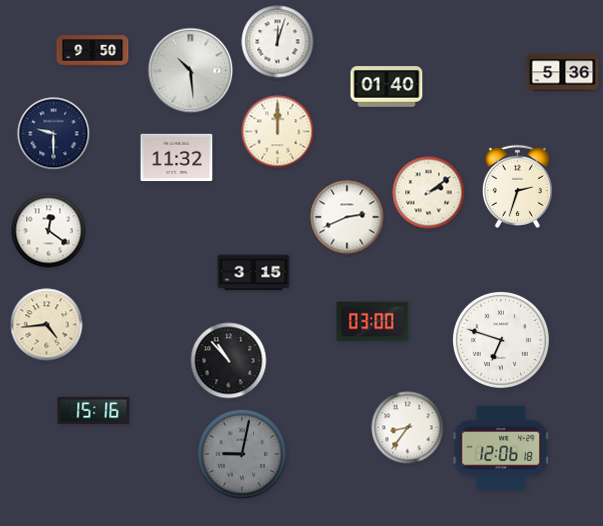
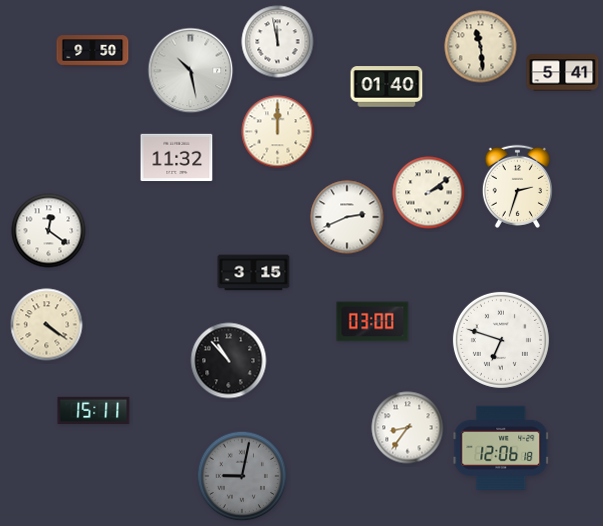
clock at (278, 42): 12:03 -> 11:58
clock at (481, 47): none -> 11:29
clock at (191, 71): 10:29 -> 10:28
clock at (563, 73): 5:36 -> 5:41
clock at (54, 134): 9:30 -> none
clock at (47, 325): 4:44 -> 4:21
clock at (94, 411): 15:16 -> 15:11
clock at (242, 454) position: (242, 454) -> (242, 476)
